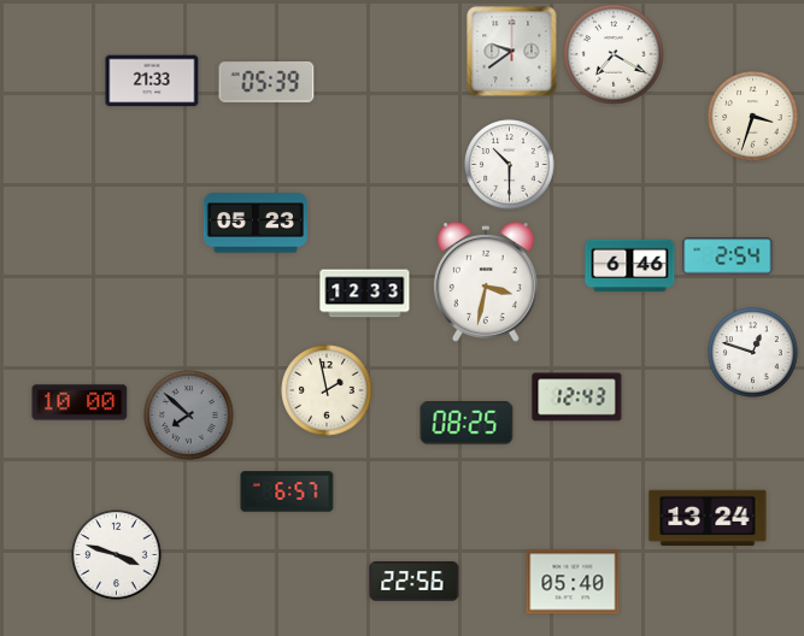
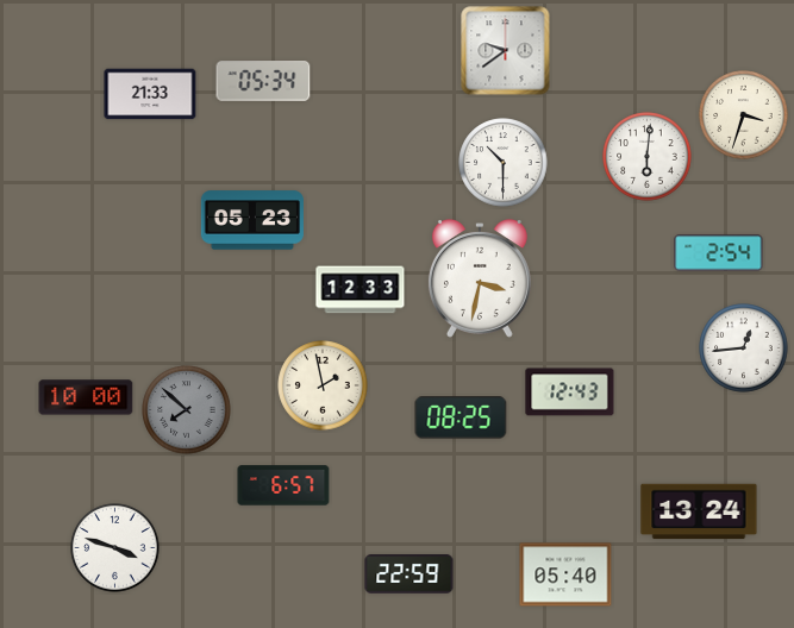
clock at (614, 54): 7:20 -> none
clock at (152, 81) position: (152, 81) -> (150, 94)
clock at (266, 82): 05:39 -> 05:34
clock at (648, 157): none -> 6:01
clock at (630, 266): 6:46 -> none
clock at (753, 353): 12:48 -> 12:44
clock at (80, 402) position: (80, 402) -> (86, 397)
clock at (415, 582): 22:56 -> 22:59
